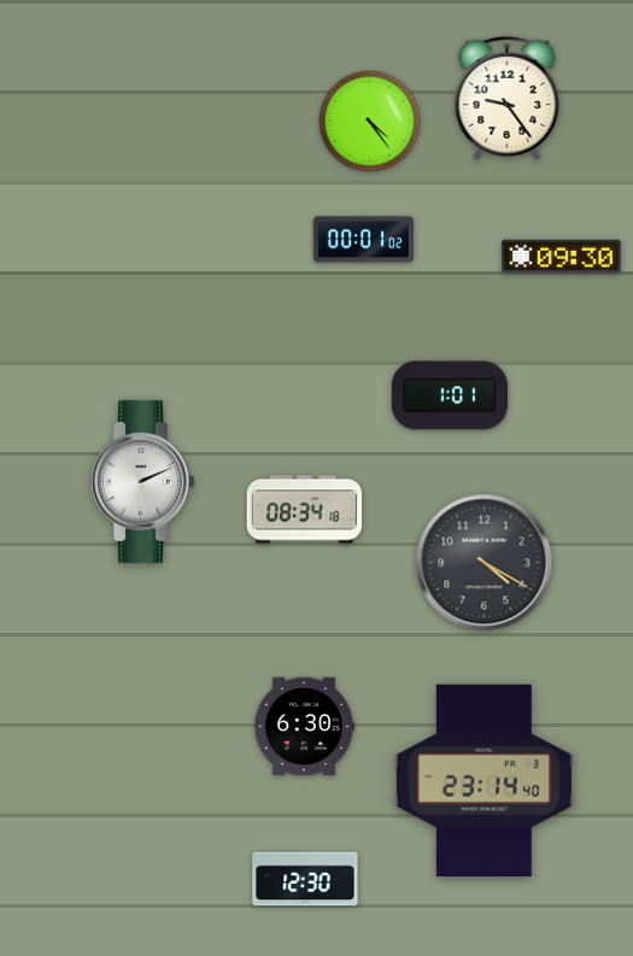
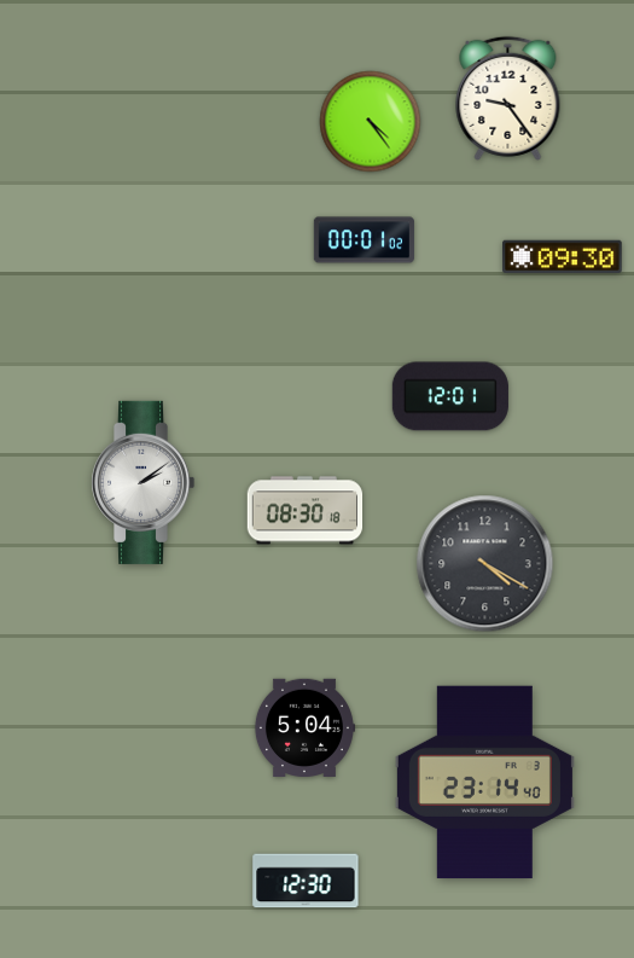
clock at (450, 395): 1:01 -> 12:01
clock at (143, 481): 2:11 -> 2:09
clock at (305, 510): 08:34 -> 08:30
clock at (304, 726): 6:30 -> 5:04
